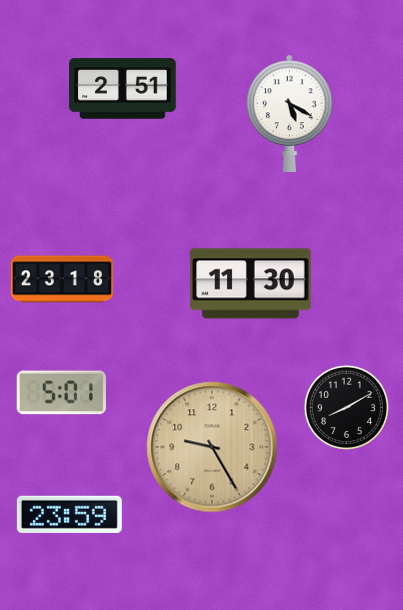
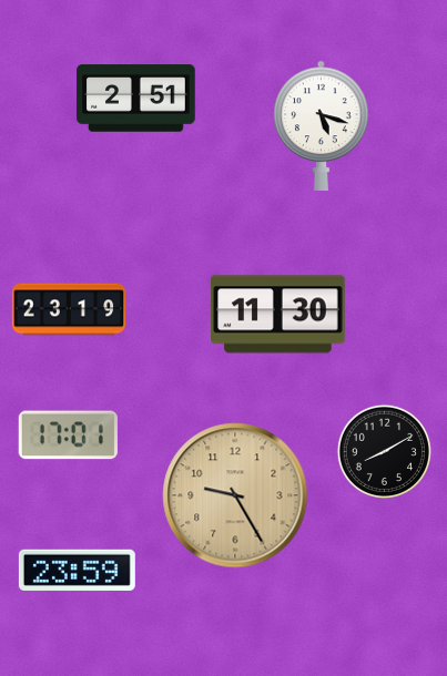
clock at (290, 113): 5:20 -> 5:18
clock at (62, 279): 23:18 -> 23:19
clock at (61, 393): 5:01 -> 17:01
